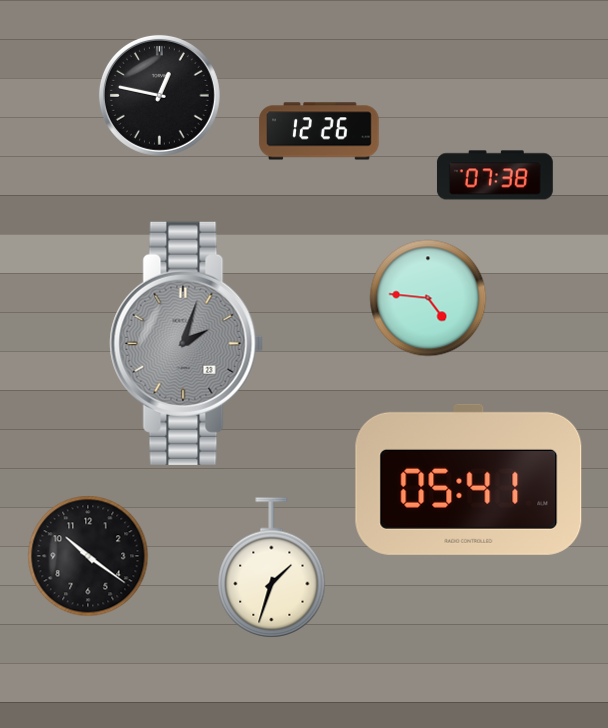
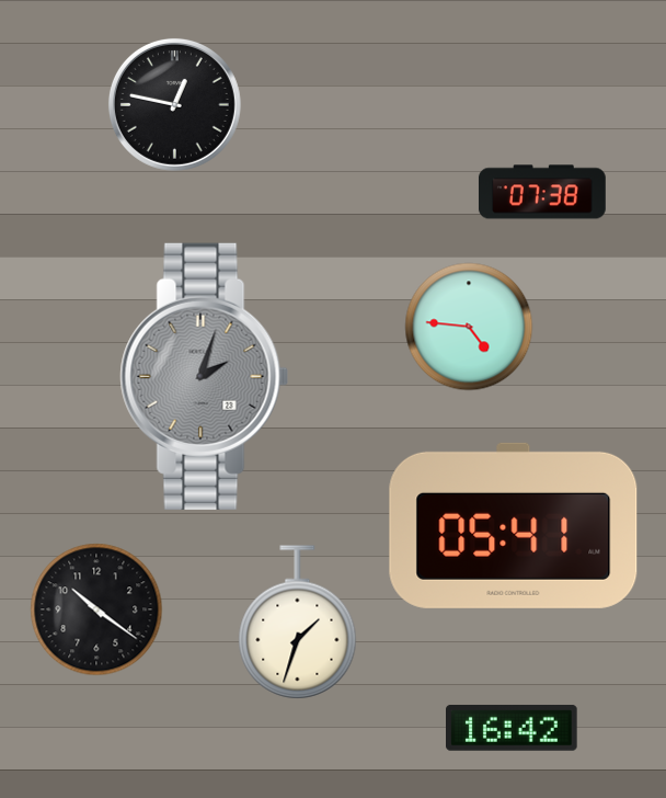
clock at (319, 131): 12:26 -> none
clock at (512, 728): none -> 16:42
